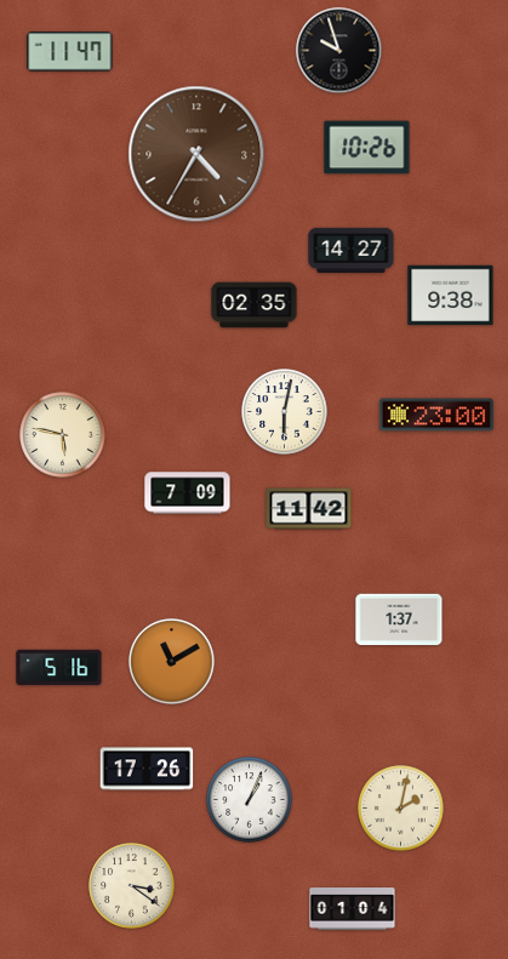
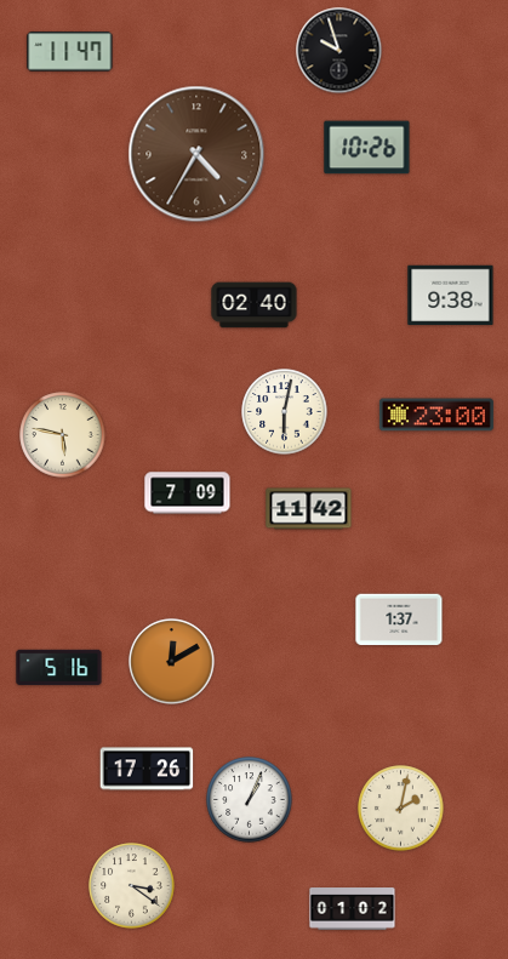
clock at (352, 250): 14:27 -> none
clock at (255, 306): 02:35 -> 02:40
clock at (172, 662): 11:10 -> 12:10
clock at (353, 909): 01:04 -> 01:02
